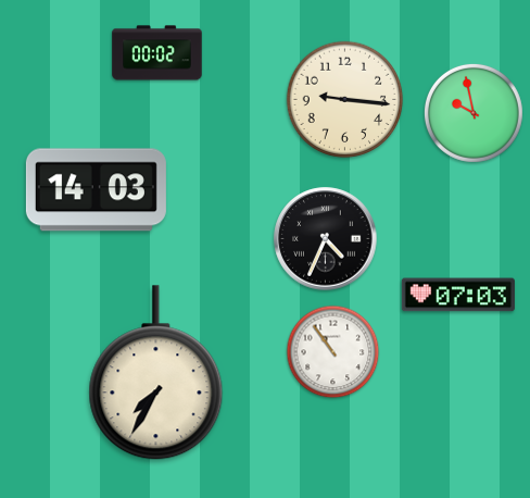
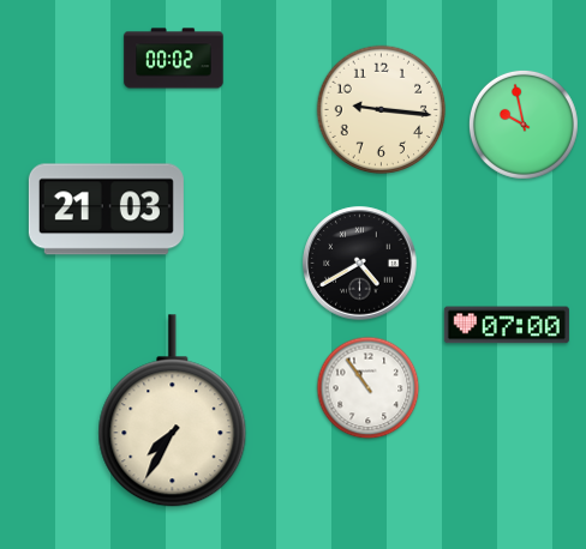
clock at (96, 190): 14:03 -> 21:03
clock at (326, 239): 4:34 -> 4:40
clock at (458, 295): 07:03 -> 07:00
